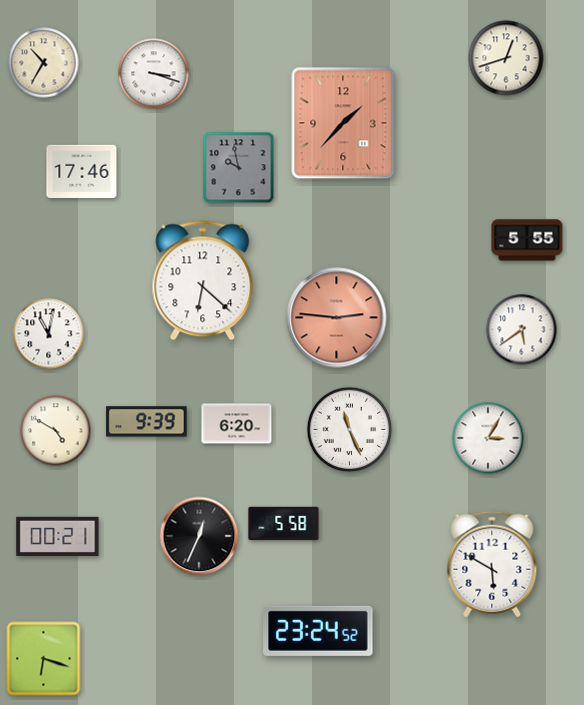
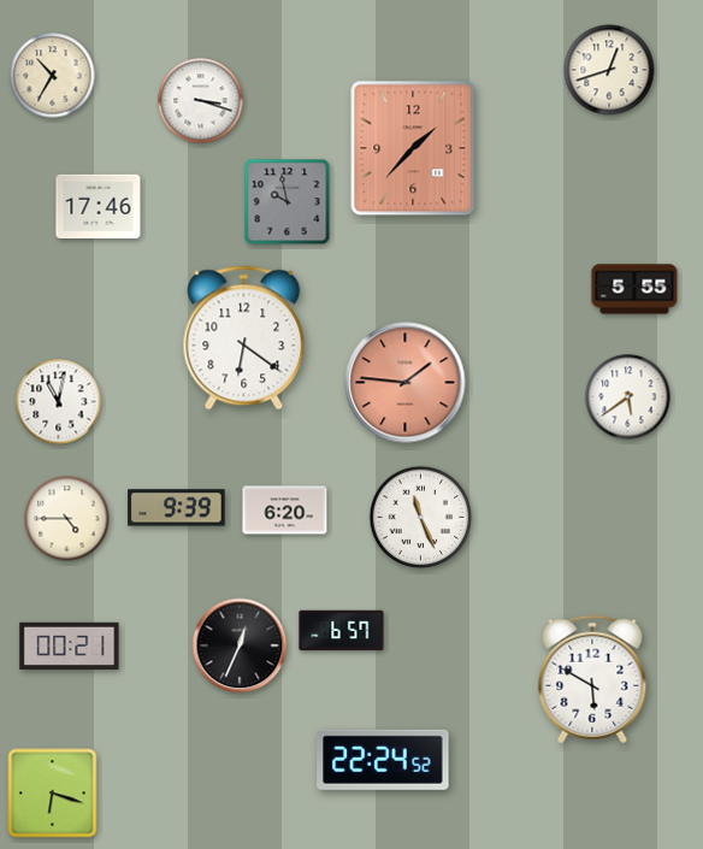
clock at (154, 74) position: (154, 74) -> (201, 101)
clock at (203, 281): 6:22 -> 6:21
clock at (337, 318): 2:46 -> 1:46
clock at (56, 431): 4:50 -> 4:45
clock at (488, 438): 3:05 -> none
clock at (284, 524): 5:58 -> 6:57
clock at (318, 631): 23:24 -> 22:24
